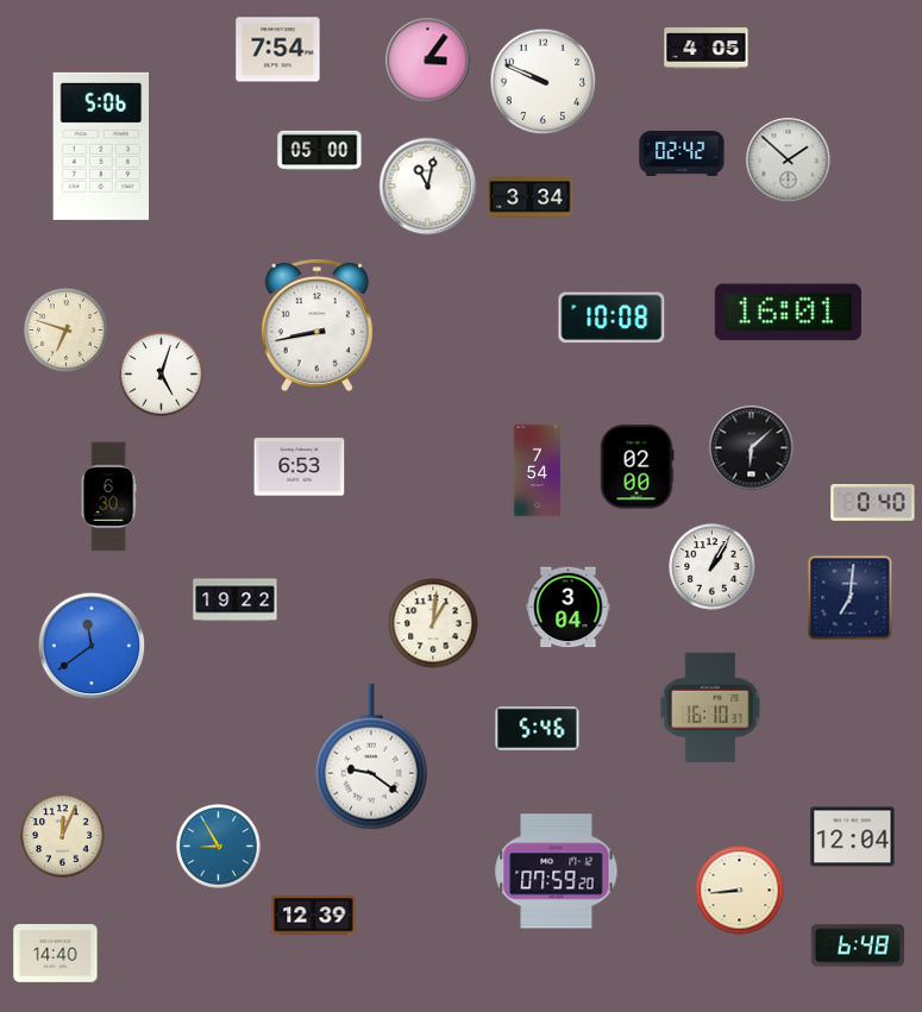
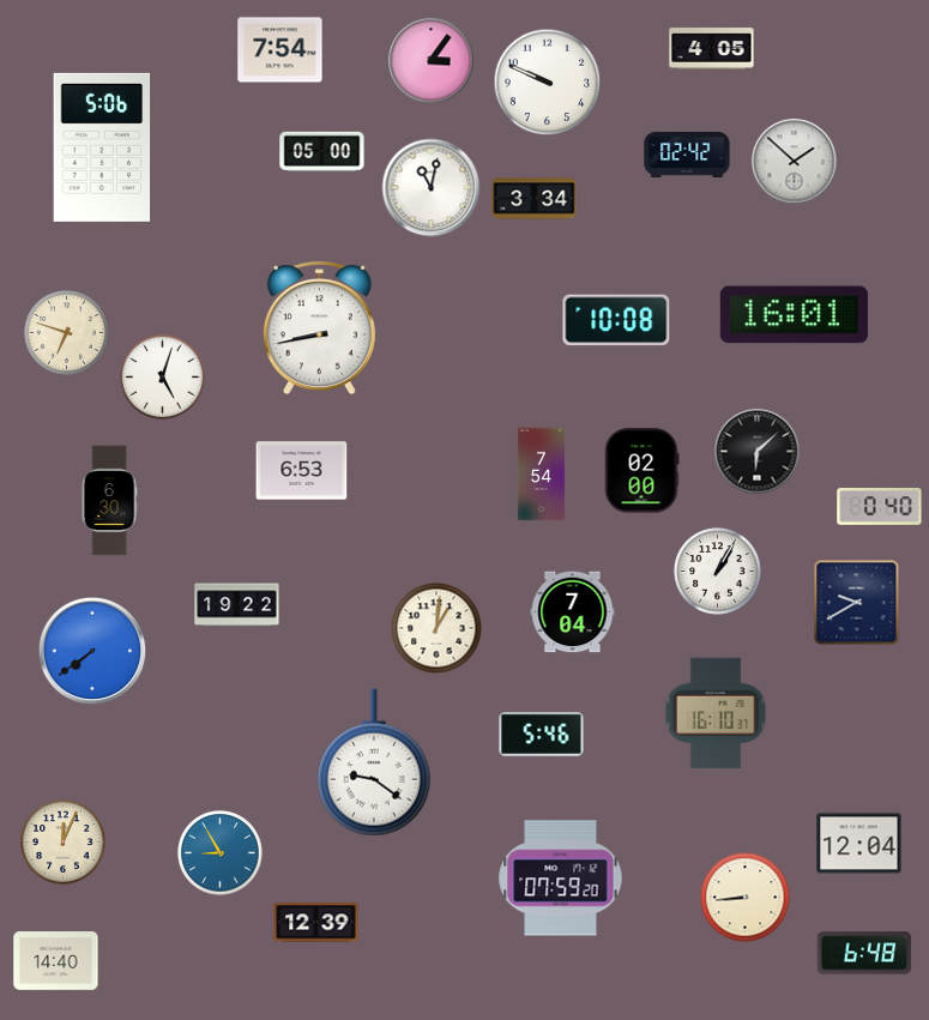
clock at (851, 598): 7:01 -> 9:40
clock at (569, 608): 3:04 -> 7:04
clock at (92, 646): 11:39 -> 7:39
